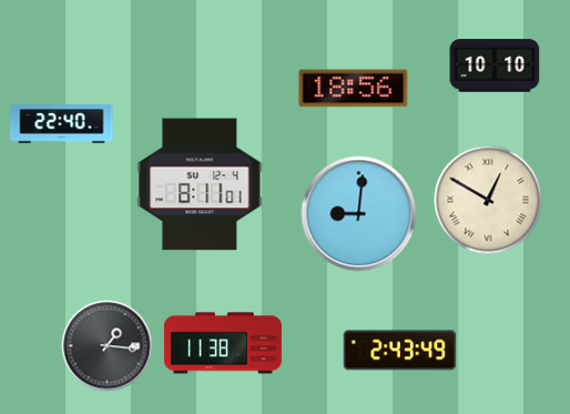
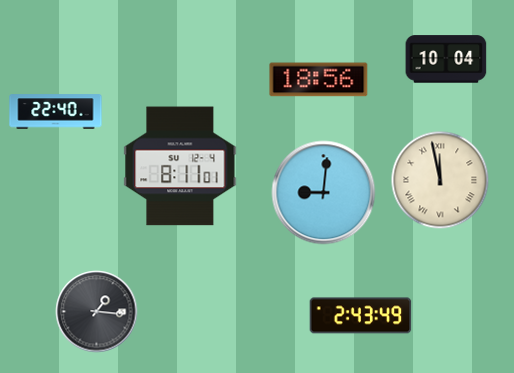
clock at (495, 65): 10:10 -> 10:04
clock at (488, 200): 12:50 -> 11:58
clock at (223, 343): 11:38 -> none
